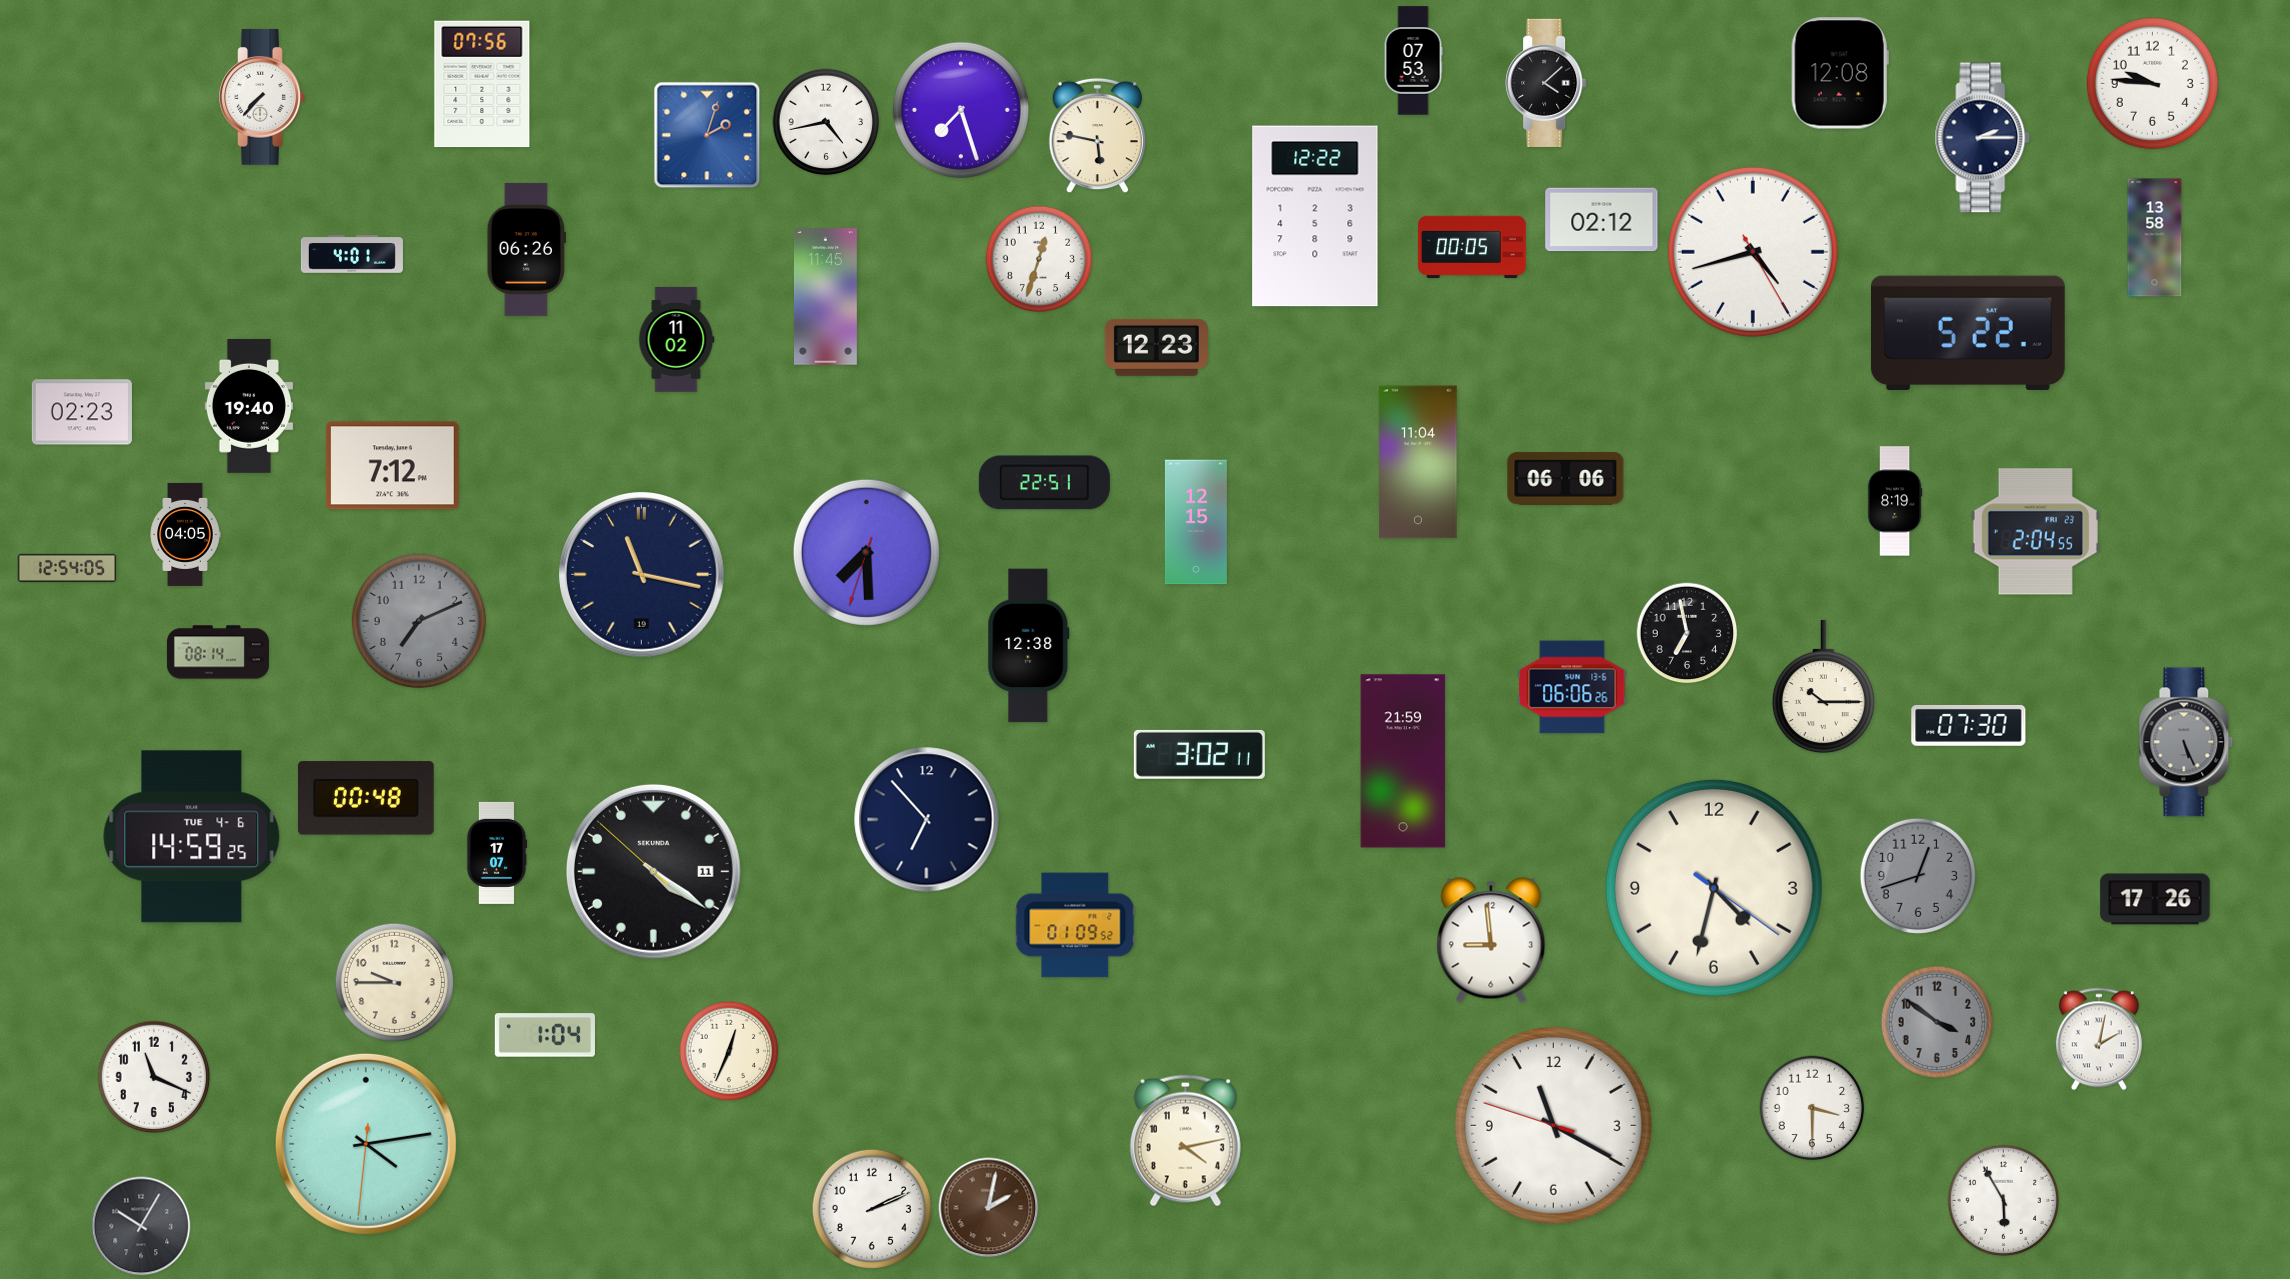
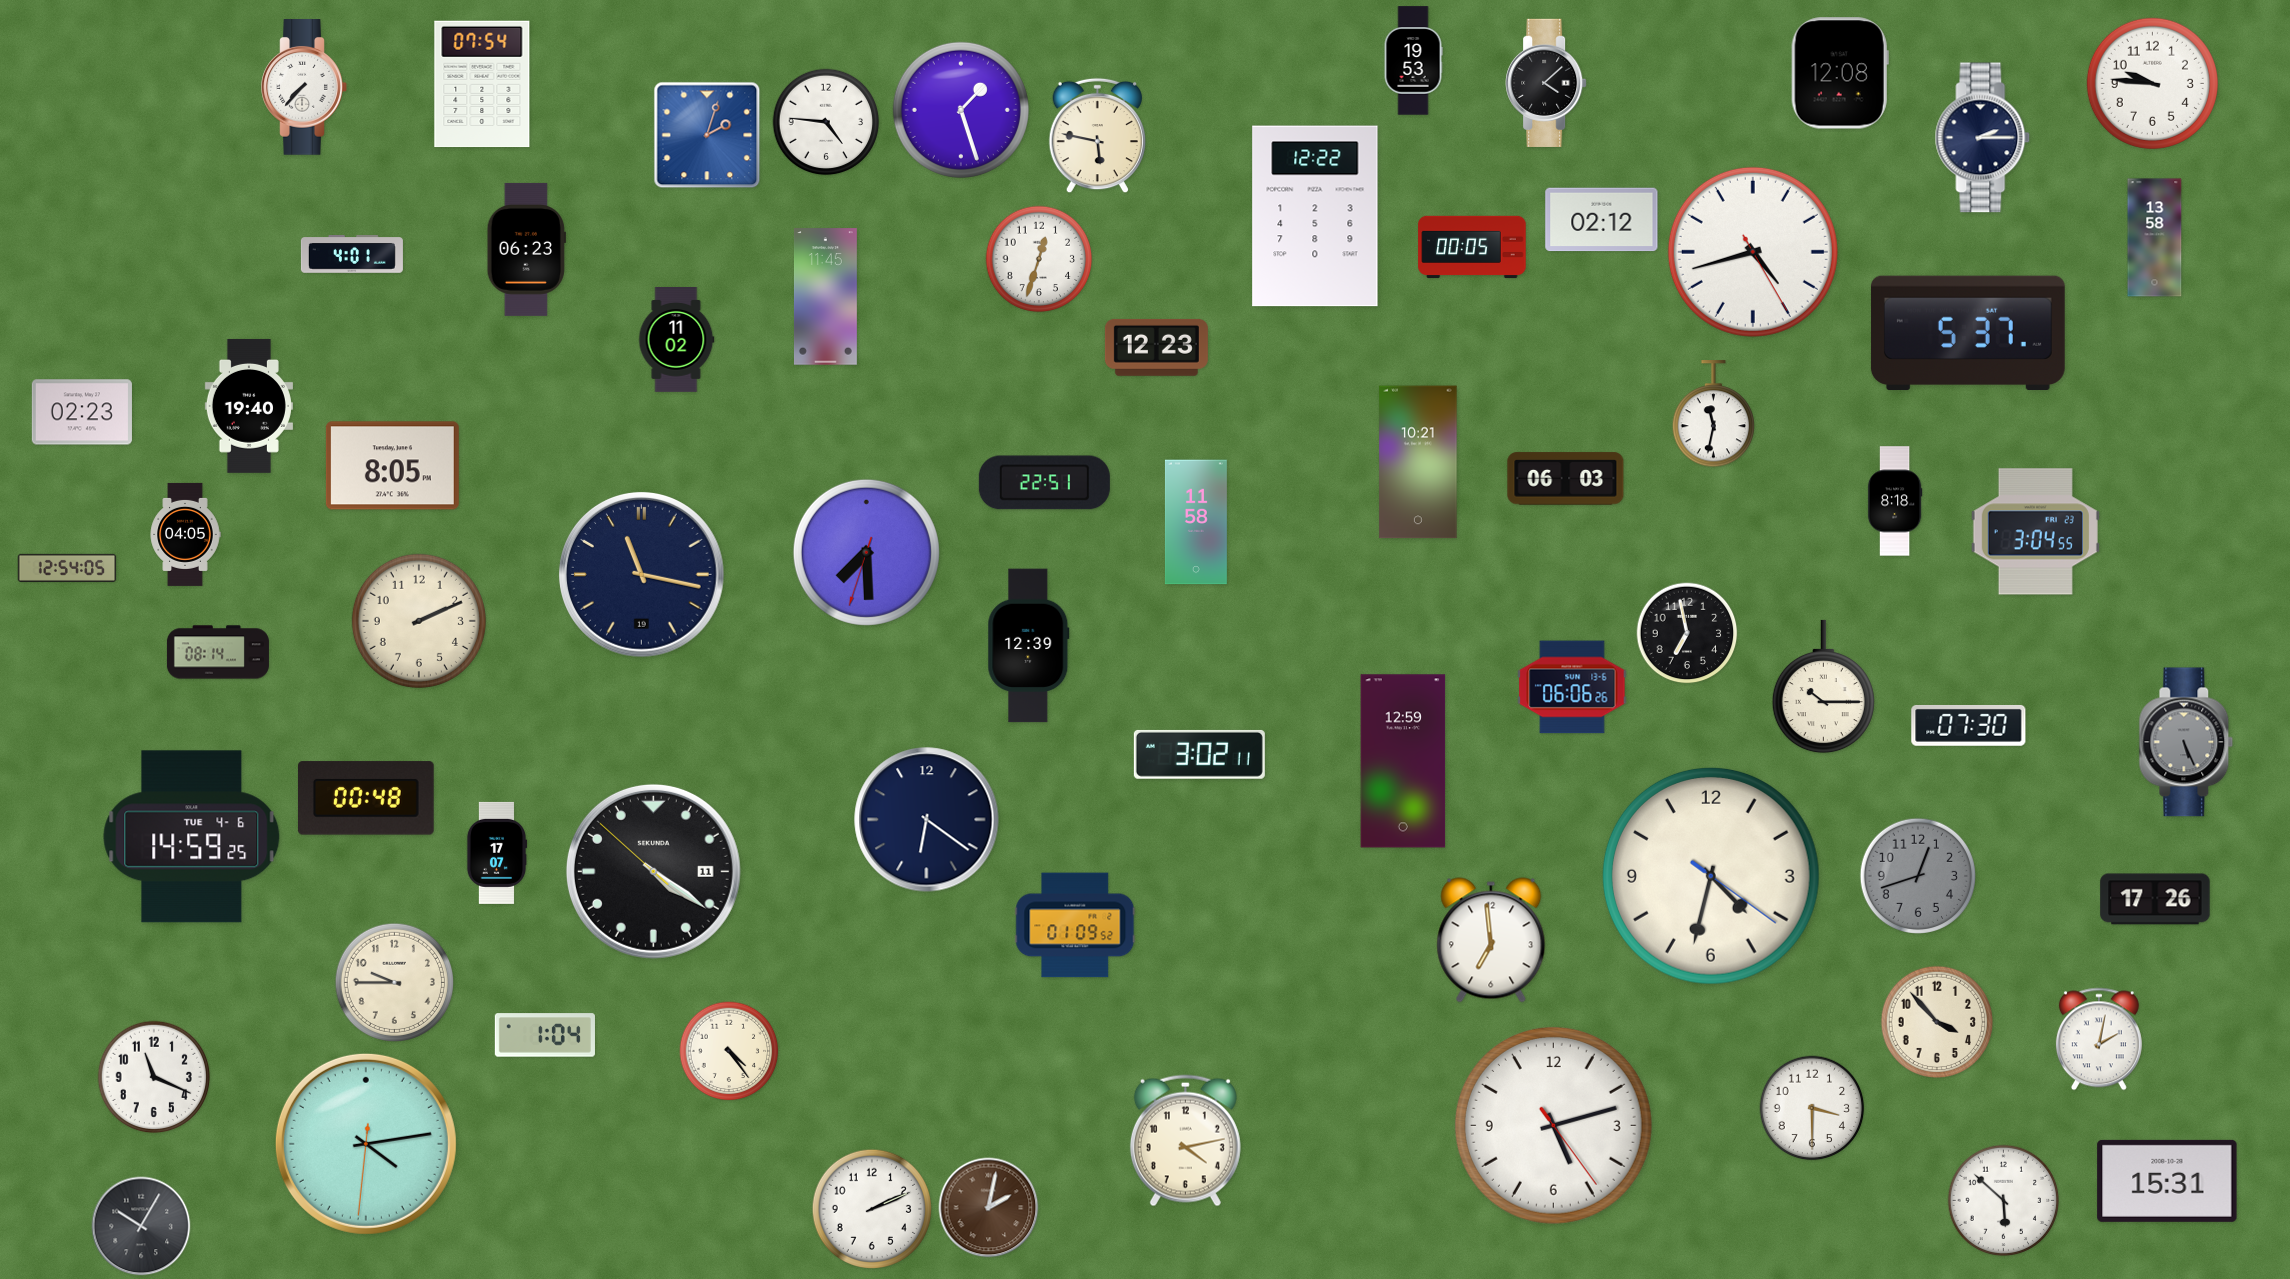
clock at (1413, 61): 07:53 -> 19:53
clock at (482, 84): 07:56 -> 07:54
clock at (262, 97) position: (262, 97) -> (304, 87)
clock at (961, 110): 7:27 -> 1:27
clock at (826, 122): 4:43 -> 4:46
clock at (526, 249): 06:26 -> 06:23
clock at (1968, 332): 5:22 -> 5:37
clock at (1713, 414): none -> 11:32
clock at (1418, 462): 11:04 -> 10:21
clock at (392, 466): 7:12 -> 8:05
clock at (1566, 479): 06:06 -> 06:03
clock at (1895, 501): 8:19 -> 8:18
clock at (1196, 522): 12:15 -> 11:58
clock at (2035, 532): 2:04 -> 3:04
clock at (419, 621): 7:11 -> 2:11
clock at (419, 621) dial: grey -> cream
clock at (1029, 646): 12:38 -> 12:39
clock at (1403, 761): 21:59 -> 12:59
clock at (927, 820): 6:53 -> 6:21
clock at (1714, 888) position: (1714, 888) -> (1711, 876)
clock at (1491, 940): 8:59 -> 6:59
clock at (1937, 1022): 3:51 -> 3:53
clock at (1937, 1022) dial: grey -> cream
clock at (729, 1051): 12:34 -> 4:24
clock at (1553, 1125): 11:19 -> 5:12
clock at (2167, 1181): none -> 15:31
clock at (2004, 1201): 5:55 -> 5:52
